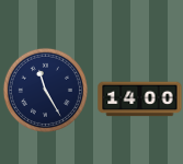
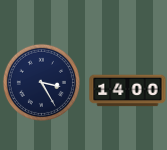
clock at (45, 90): 11:25 -> 3:25
